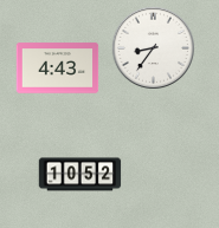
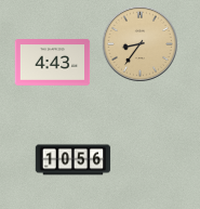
clock at (153, 47) dial: white -> champagne
clock at (80, 175): 10:52 -> 10:56
